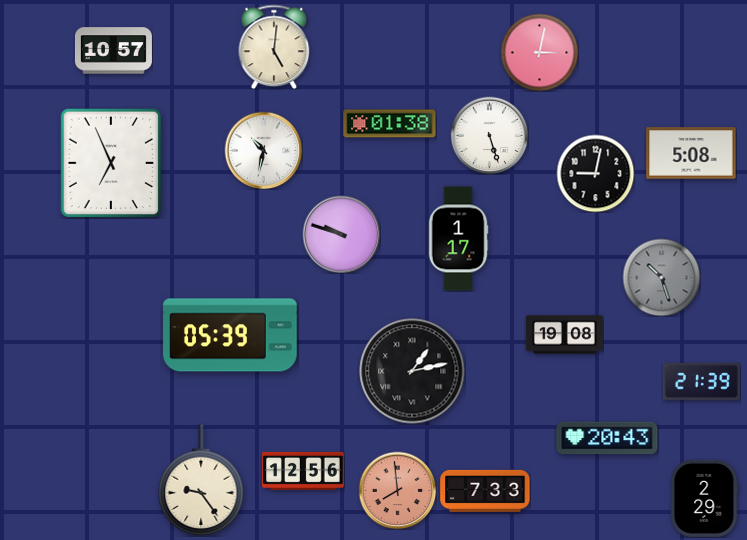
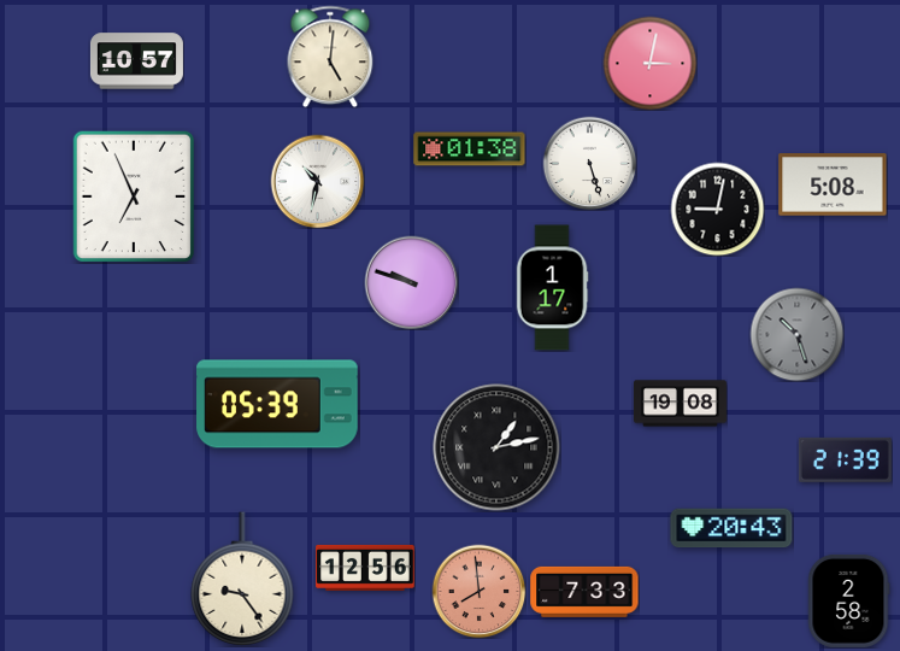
clock at (704, 498): 2:29 -> 2:58
